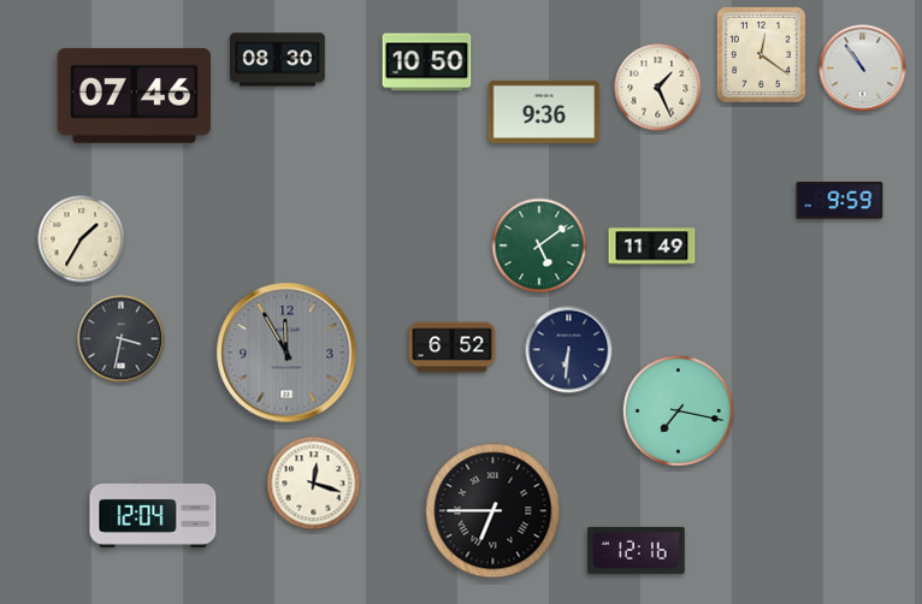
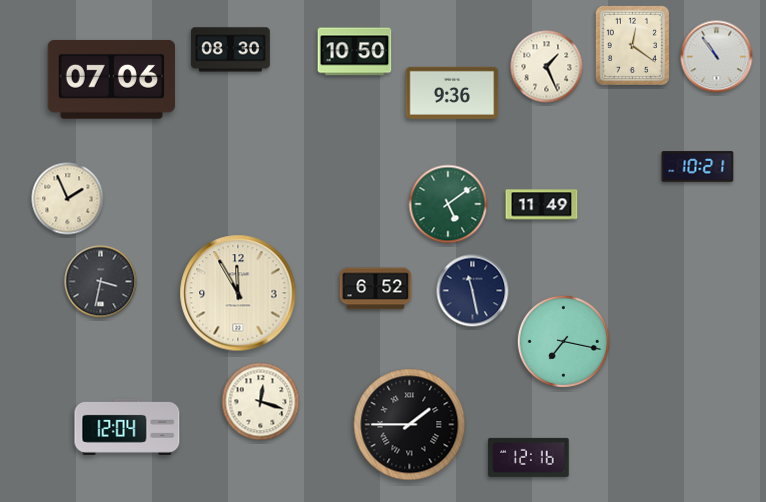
clock at (658, 88) position: (658, 88) -> (547, 67)
clock at (134, 95): 07:46 -> 07:06
clock at (840, 201): 9:59 -> 10:21
clock at (82, 239): 1:35 -> 1:56
clock at (569, 350): 6:31 -> 11:28
clock at (286, 353) dial: grey -> cream
clock at (493, 511): 6:45 -> 1:45
